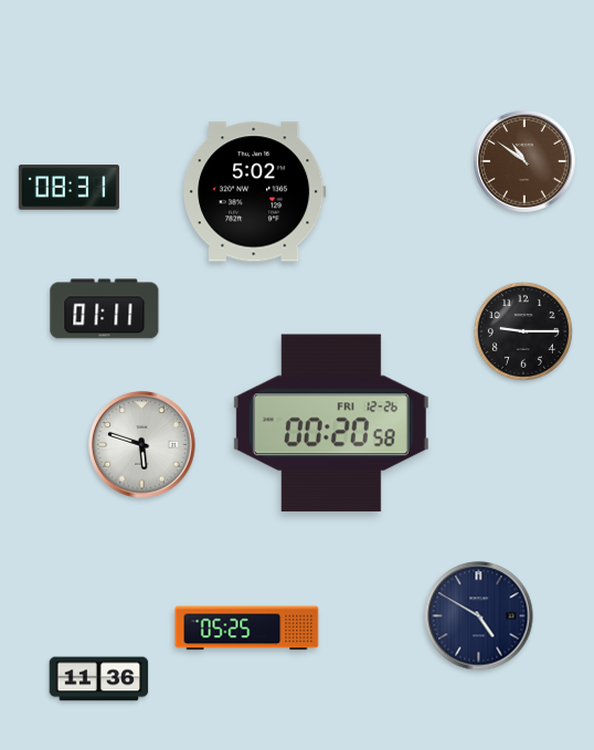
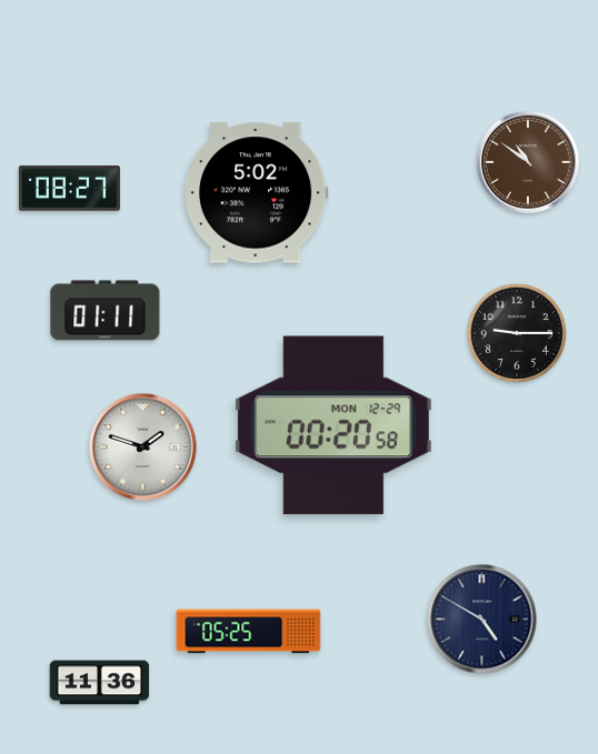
clock at (68, 188): 08:31 -> 08:27
clock at (523, 331) position: (523, 331) -> (517, 333)
clock at (331, 423) date: FRI 12-26 -> MON 12-29
clock at (142, 445): 5:48 -> 1:48
